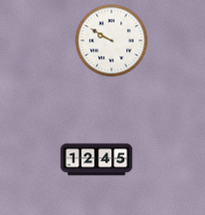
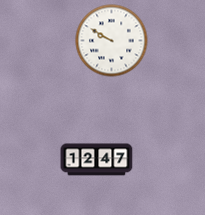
clock at (97, 160): 12:45 -> 12:47
